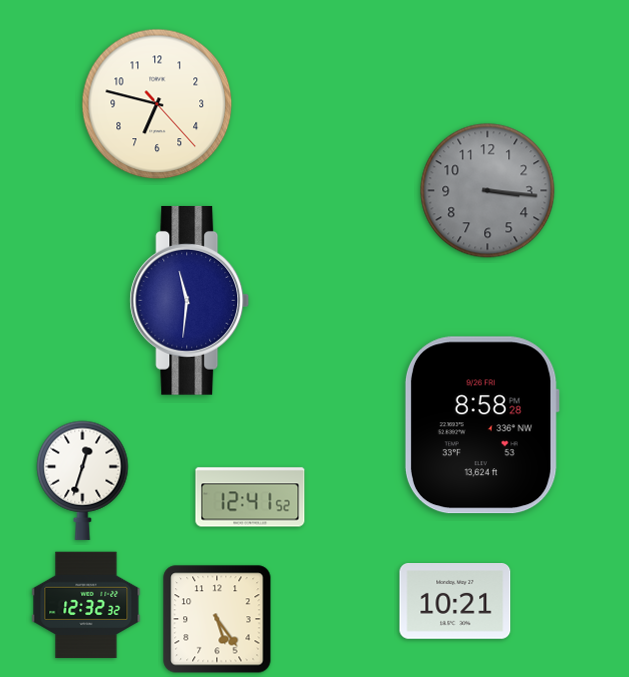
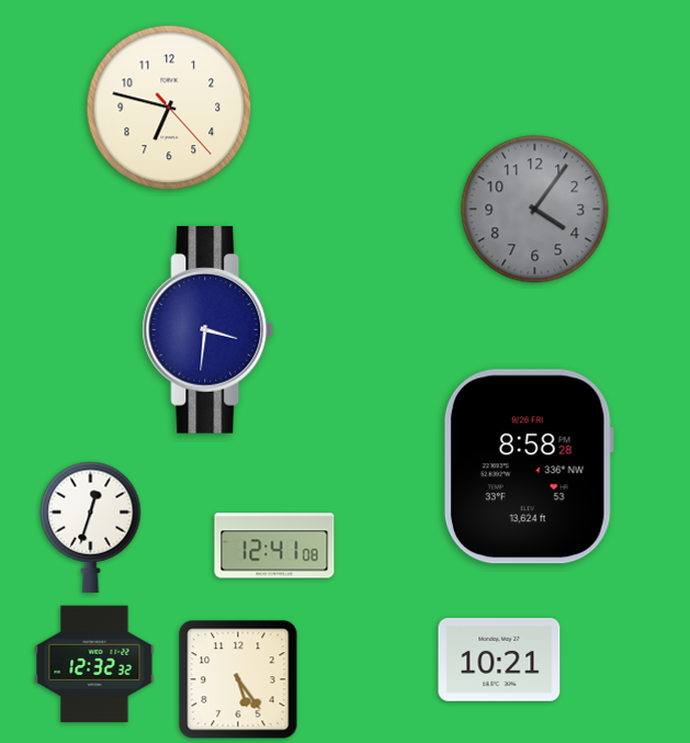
clock at (157, 104) position: (157, 104) -> (169, 108)
clock at (488, 191): 3:16 -> 4:06
clock at (190, 300): 11:31 -> 3:31
clock at (250, 497): 12:41:52 -> 12:41:08
